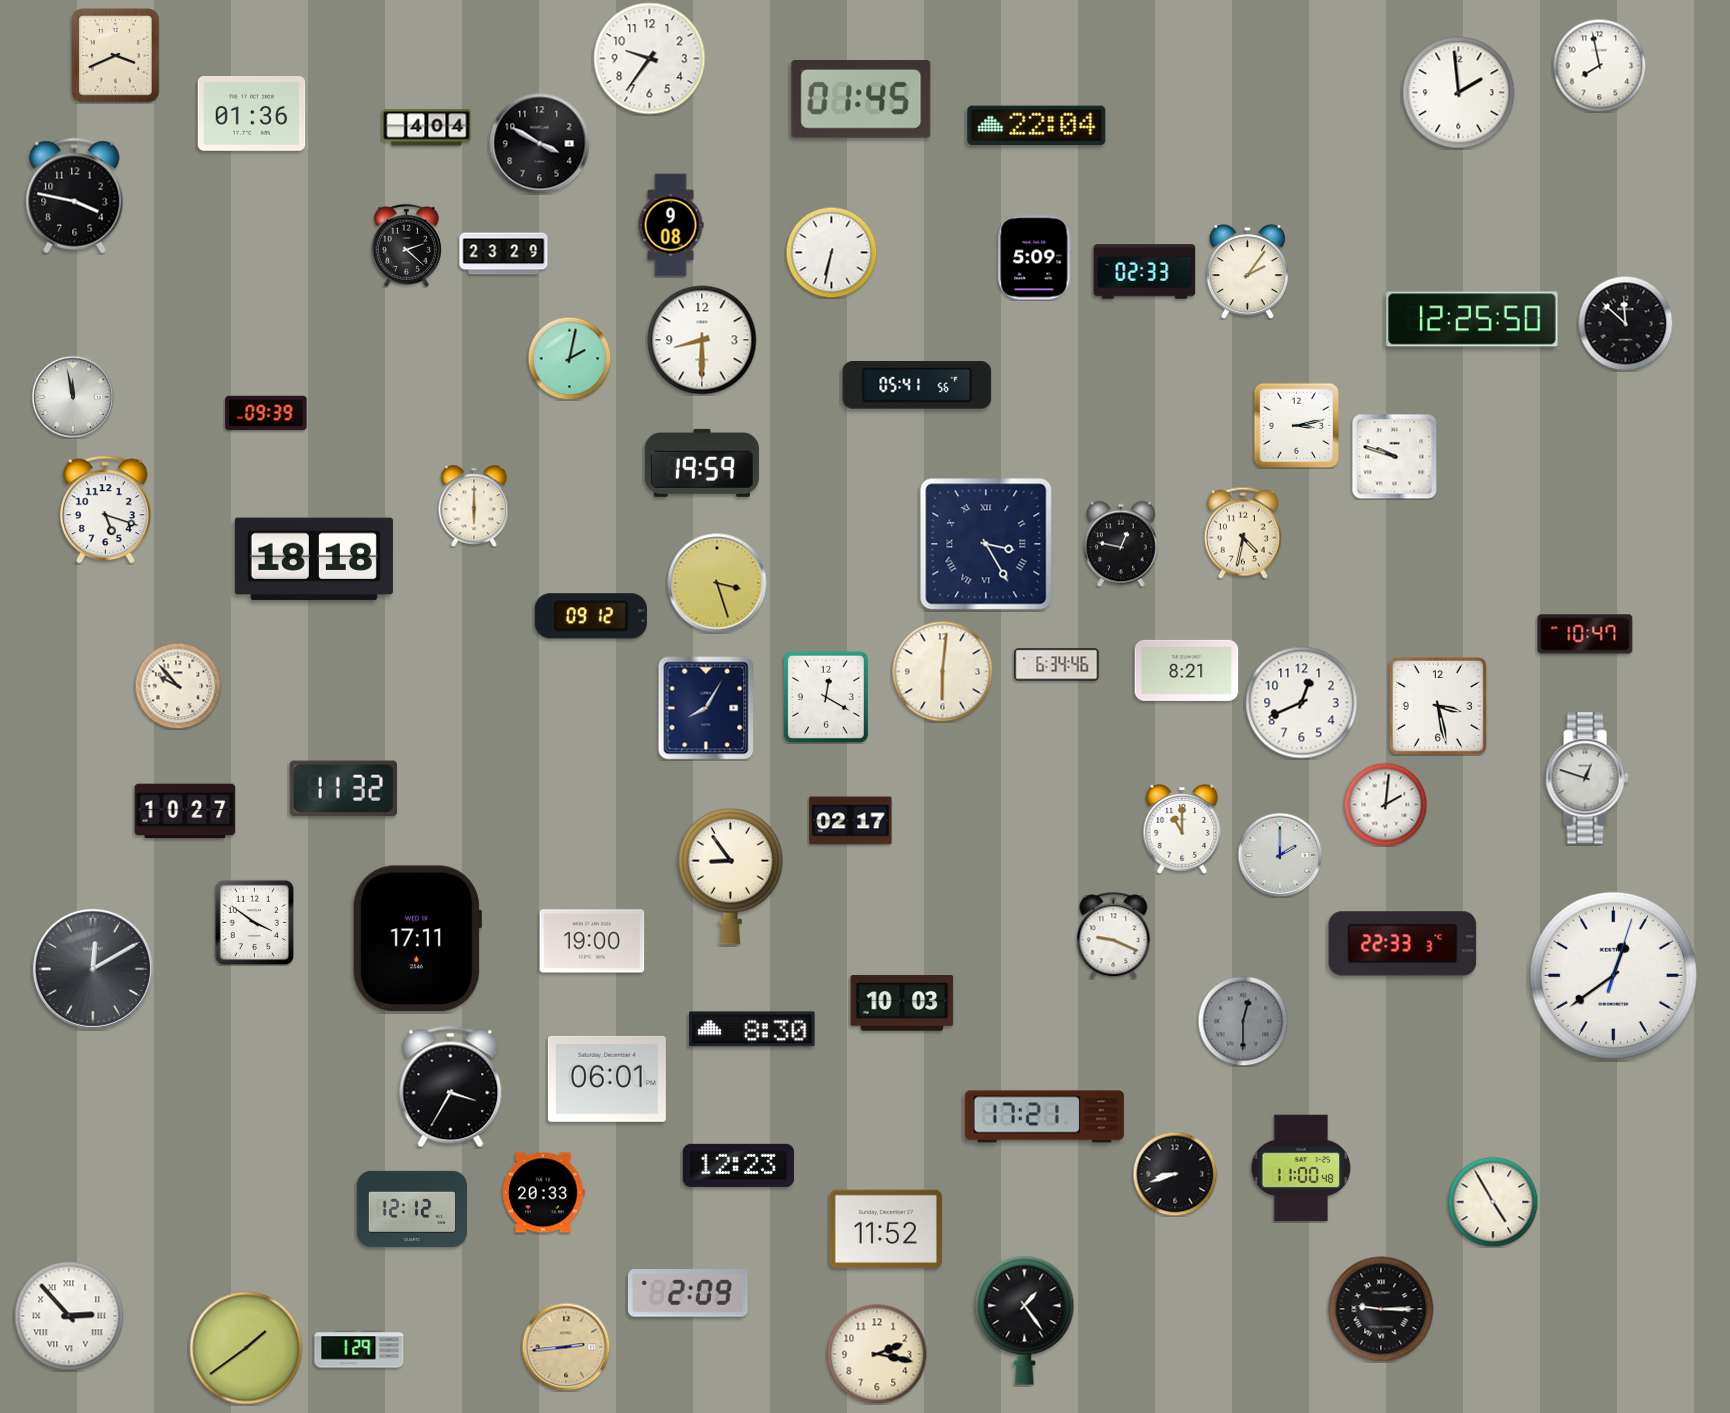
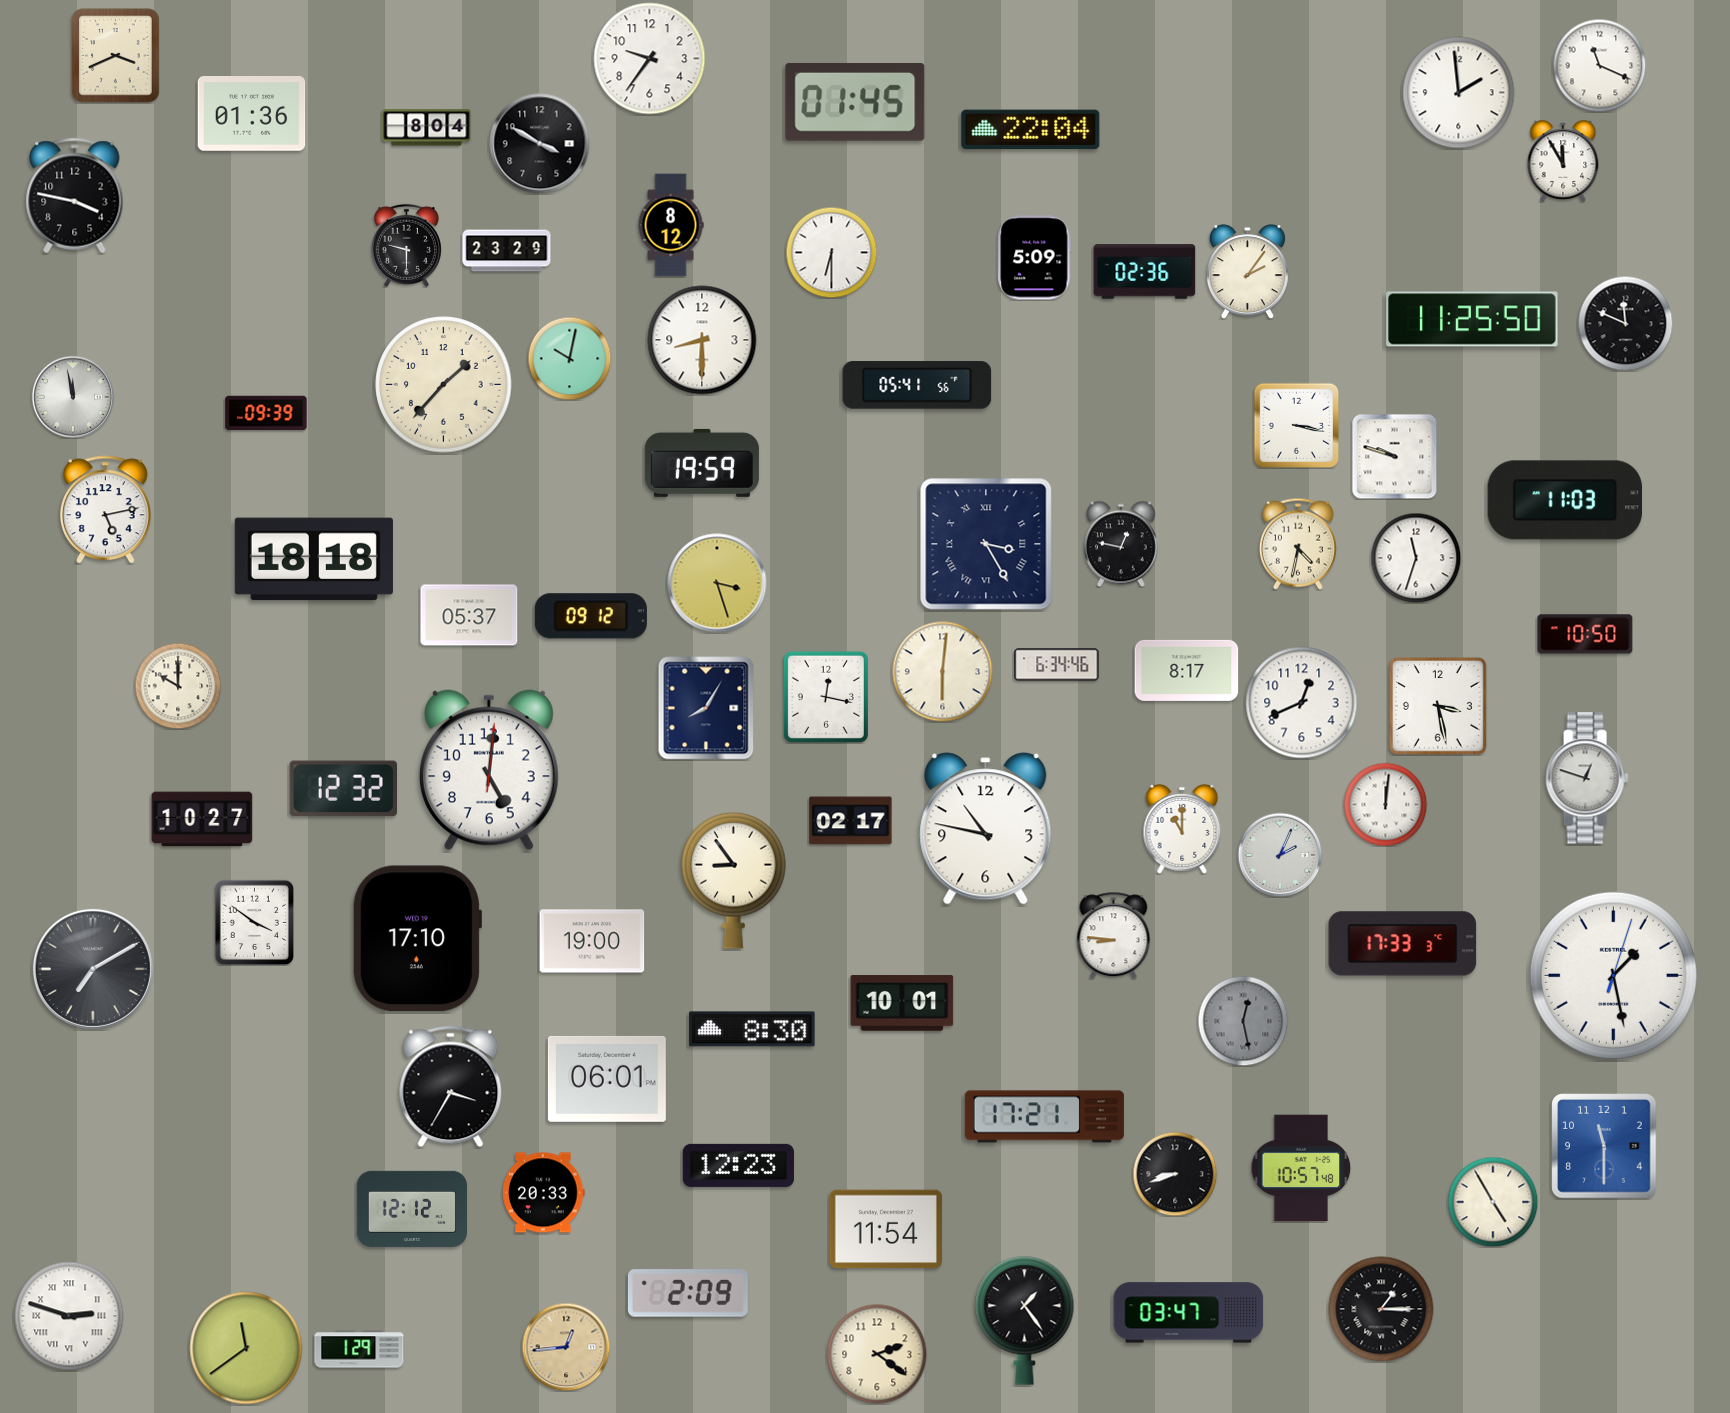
clock at (1599, 65): 7:58 -> 11:19
clock at (861, 99) position: (861, 99) -> (855, 102)
clock at (1037, 126) position: (1037, 126) -> (1031, 130)
clock at (427, 128): 4:04 -> 8:04
clock at (1563, 161): none -> 11:55
clock at (671, 225): 9:08 -> 8:12
clock at (406, 245): 2:22 -> 9:30
clock at (831, 252): 6:32 -> 6:30
clock at (504, 254) position: (504, 254) -> (507, 251)
clock at (1145, 272): 02:33 -> 02:36
clock at (1472, 319): 12:25 -> 11:25
clock at (1625, 323): 11:52 -> 11:49
clock at (569, 358): 2:02 -> 10:02
clock at (444, 385): none -> 1:37
clock at (1296, 425): 3:13 -> 3:17
clock at (1565, 500): none -> 11:03
clock at (474, 506): 6:00 -> none
clock at (105, 510): 5:18 -> 5:13
clock at (1243, 533) position: (1243, 533) -> (1298, 544)
clock at (1416, 558): none -> 11:33
clock at (469, 615): none -> 05:37
clock at (1585, 634): 10:47 -> 10:50
clock at (1187, 670): 8:21 -> 8:17
clock at (178, 686): 9:53 -> 10:00
clock at (826, 697): 12:20 -> 12:17
clock at (489, 770): none -> 5:01
clock at (343, 789): 11:32 -> 12:32
clock at (1385, 804): 2:01 -> 12:01
clock at (185, 811) position: (185, 811) -> (202, 819)
clock at (986, 829): none -> 10:47
clock at (1280, 855): 2:00 -> 2:04
clock at (731, 876) position: (731, 876) -> (734, 880)
clock at (1114, 935): 9:19 -> 8:46
clock at (417, 939): 17:11 -> 17:10
clock at (1403, 944): 22:33 -> 17:33
clock at (93, 969): 12:10 -> 7:10
clock at (1613, 975): 12:39 -> 1:28
clock at (902, 1003): 10:03 -> 10:01
clock at (1243, 1021): 12:30 -> 12:28
clock at (1604, 1146): none -> 11:30
clock at (1301, 1168): 11:00 -> 10:57
clock at (886, 1229): 11:52 -> 11:54
clock at (1381, 1309): 9:15 -> 1:15
clock at (1189, 1313): none -> 03:47
clock at (69, 1316): 2:53 -> 2:48
clock at (566, 1347): 2:44 -> 12:44
clock at (246, 1348): 1:39 -> 11:39
clock at (877, 1354): 2:17 -> 2:21
